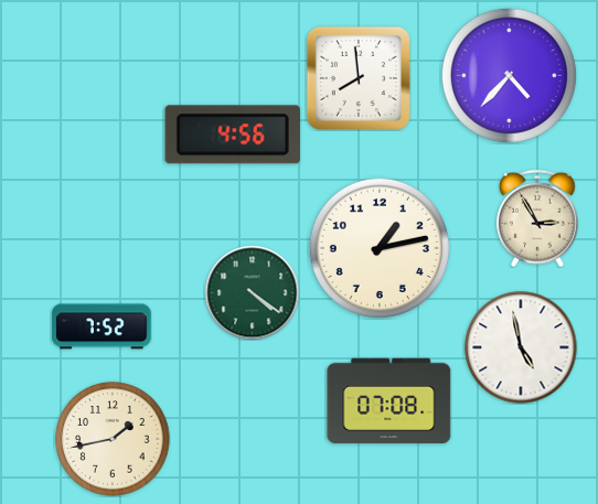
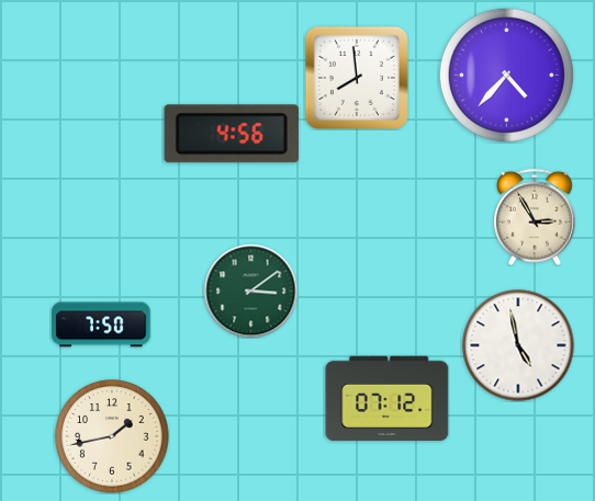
clock at (380, 248): 1:13 -> none
clock at (252, 292): 4:21 -> 3:09
clock at (102, 326): 7:52 -> 7:50
clock at (389, 401): 07:08 -> 07:12
